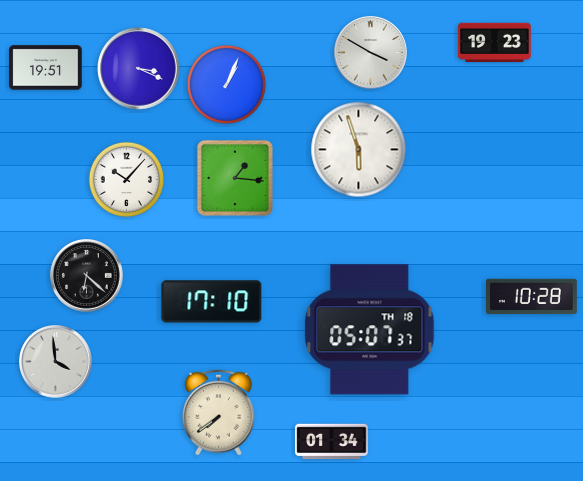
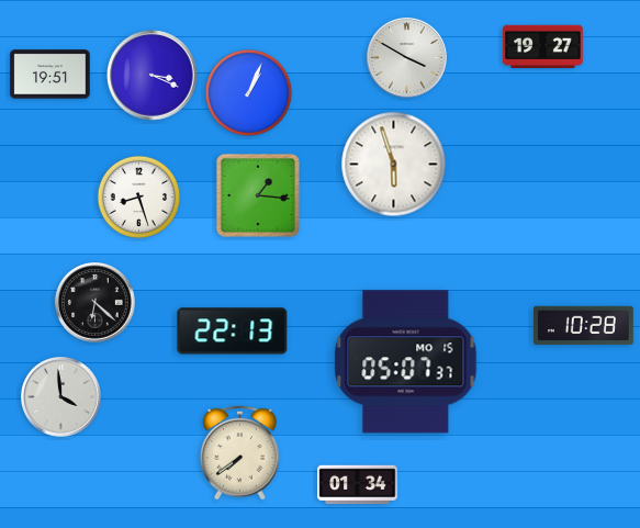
clock at (495, 42): 19:23 -> 19:27
clock at (126, 179): 10:07 -> 8:27
clock at (212, 302): 17:10 -> 22:13
clock at (370, 330) date: TH 18 -> MO 15
clock at (332, 442) position: (332, 442) -> (358, 485)
